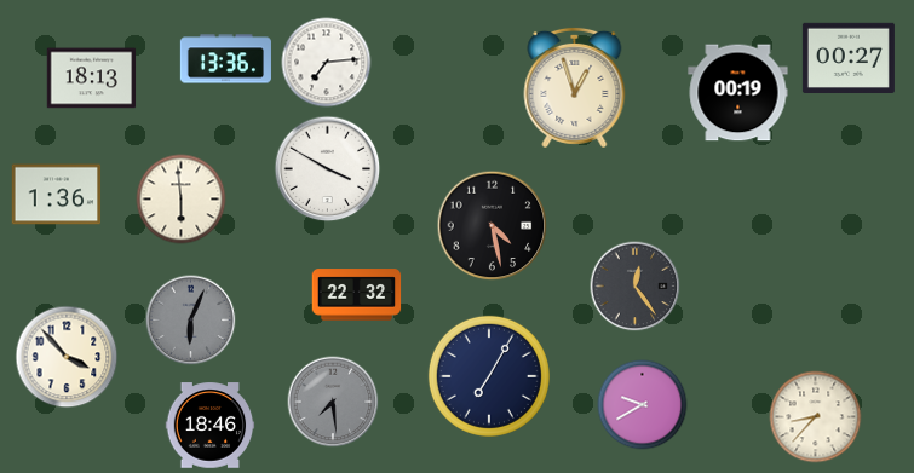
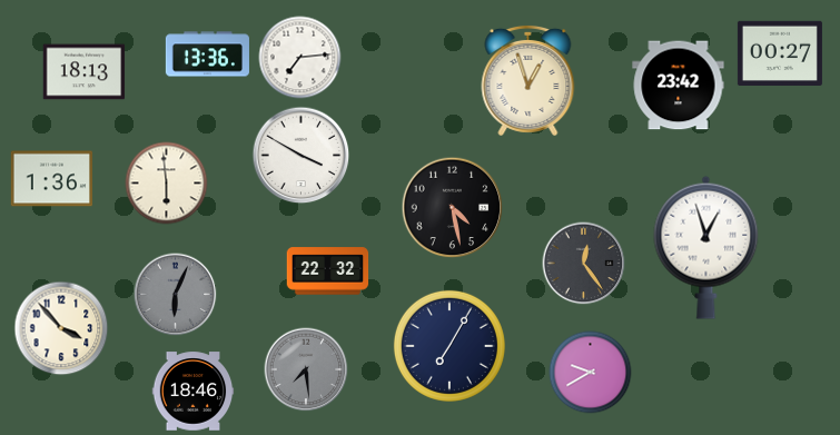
clock at (738, 93): 00:19 -> 23:42
clock at (706, 247): none -> 12:57
clock at (816, 417): 8:37 -> none
